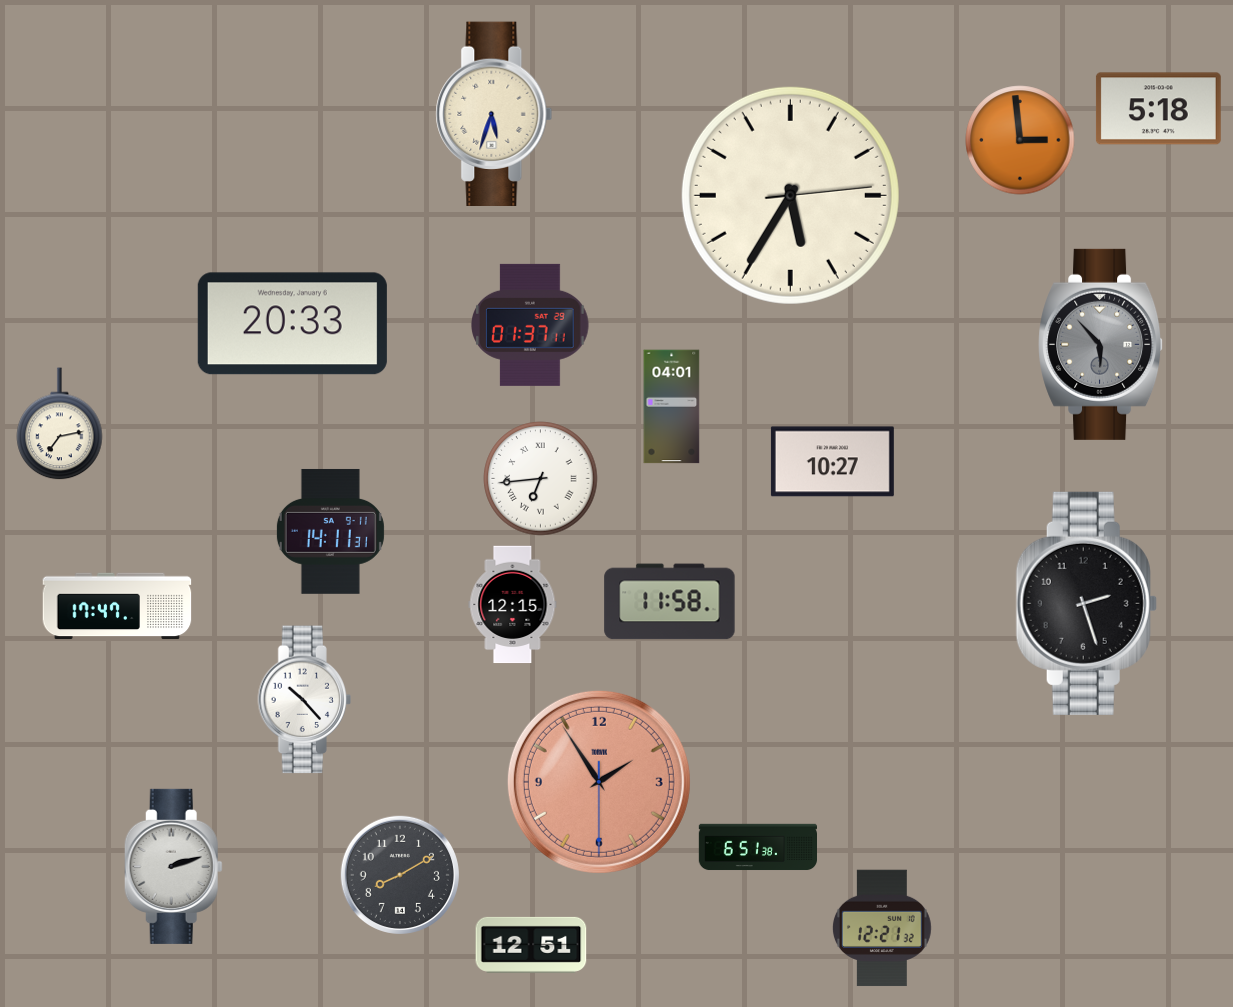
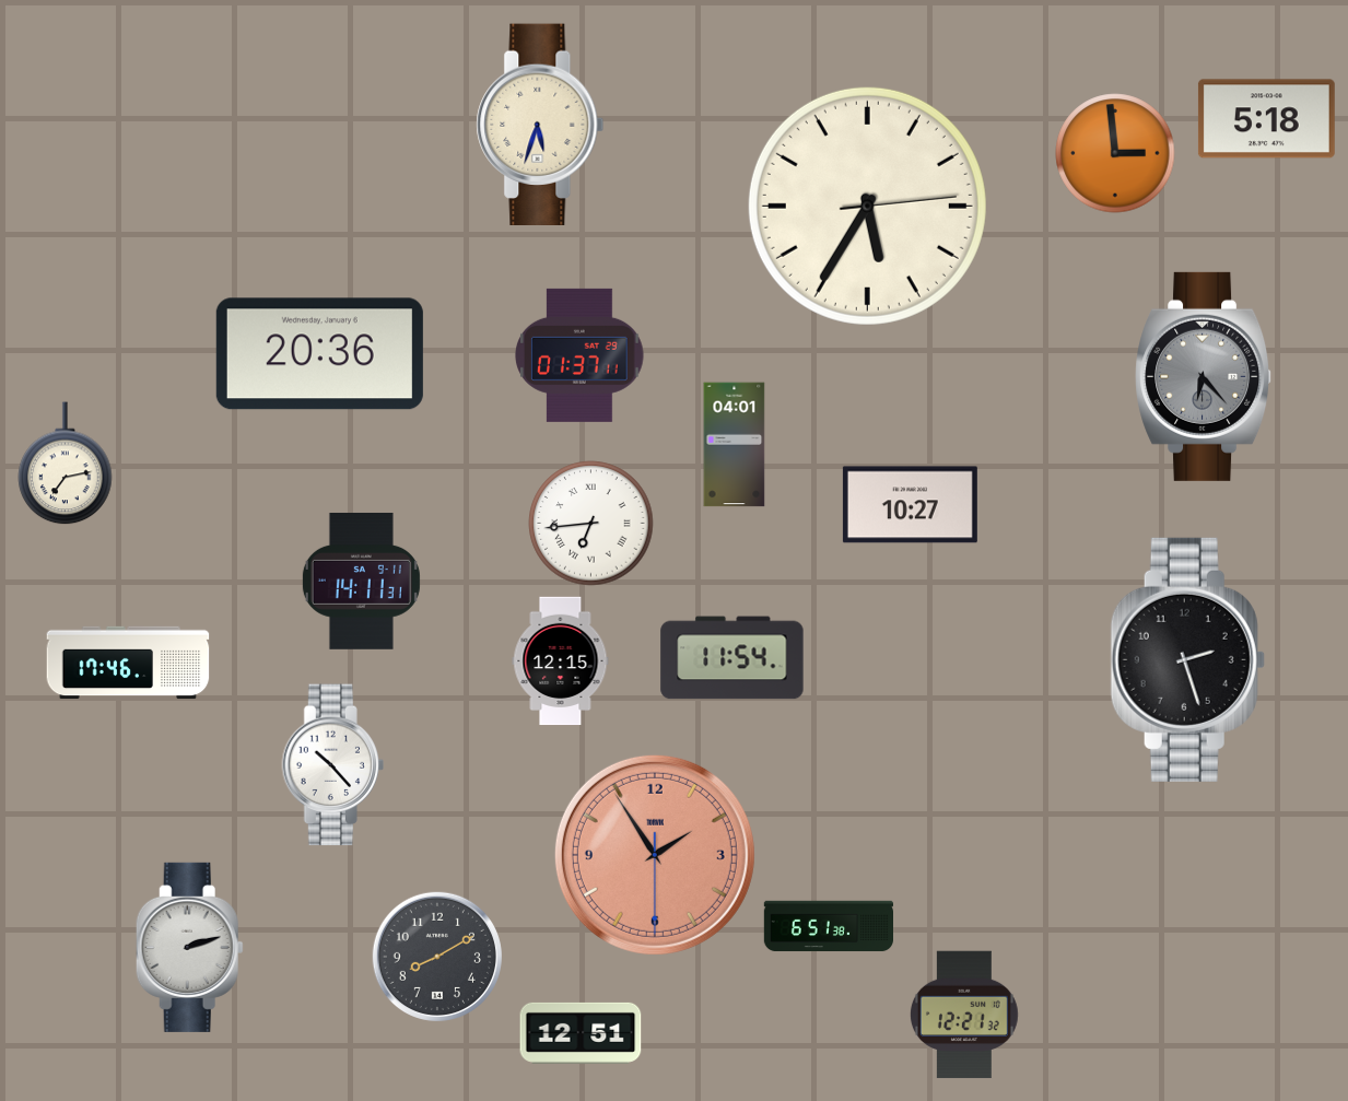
clock at (790, 195) position: (790, 195) -> (867, 206)
clock at (292, 324): 20:33 -> 20:36
clock at (1101, 344): 5:53 -> 6:23
clock at (670, 602): 11:58 -> 11:54
clock at (117, 606): 17:47 -> 17:46
